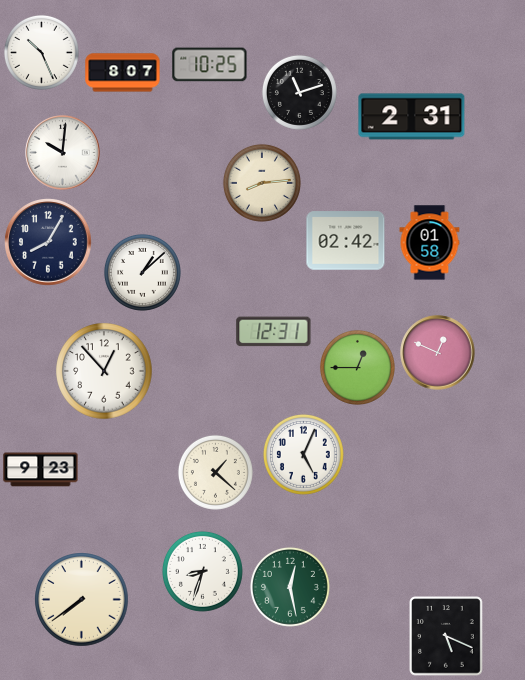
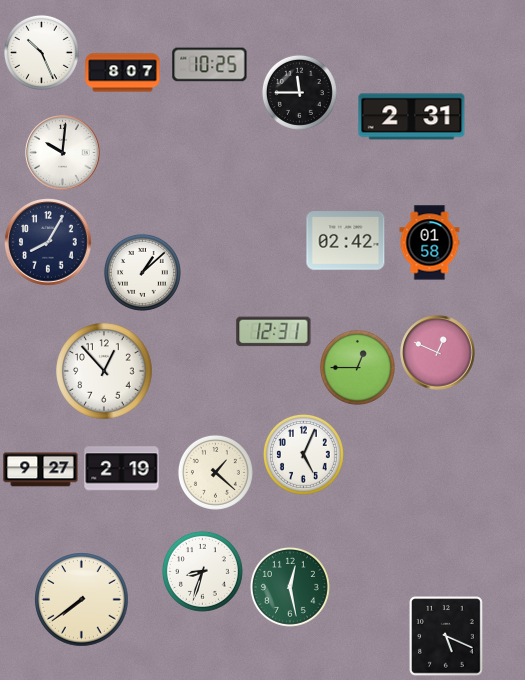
clock at (299, 92): 11:12 -> 11:45
clock at (262, 183): 8:14 -> none
clock at (122, 469): none -> 2:19
clock at (41, 470): 9:23 -> 9:27
